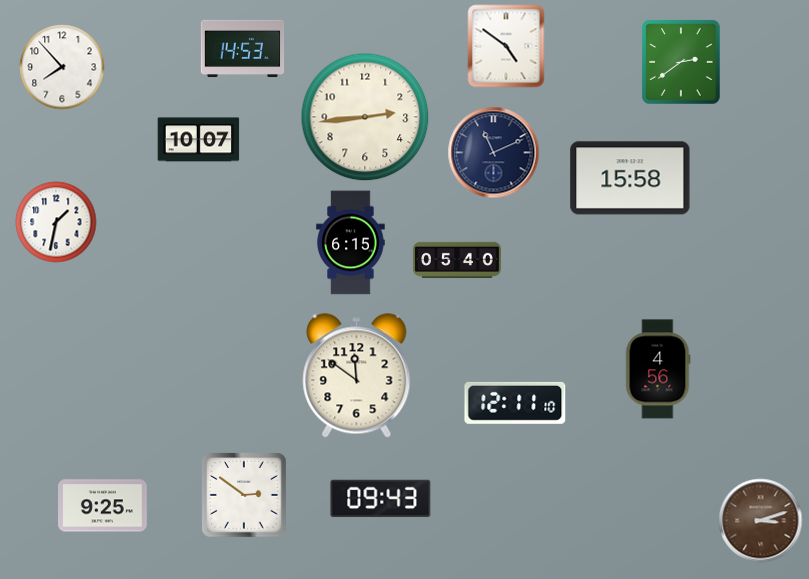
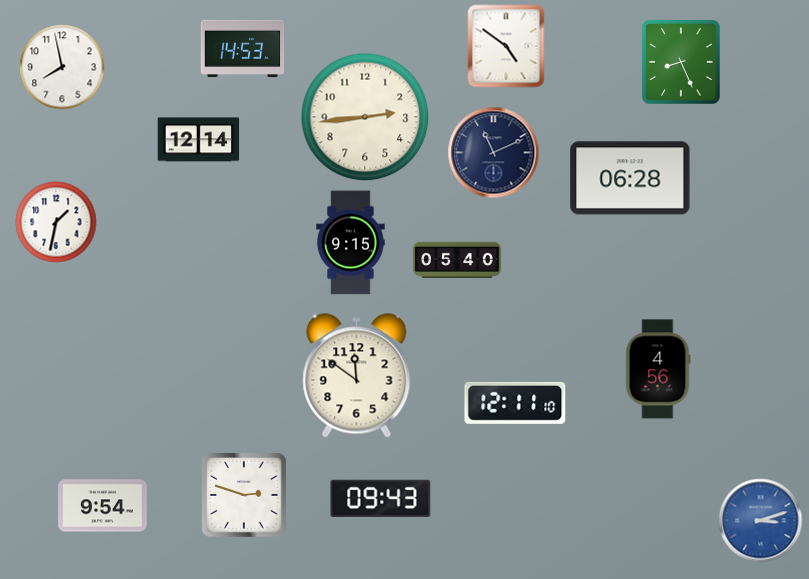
clock at (681, 62): 2:39 -> 8:26
clock at (62, 67): 7:53 -> 7:58
clock at (199, 140): 10:07 -> 12:14
clock at (630, 178): 15:58 -> 06:28
clock at (351, 243): 6:15 -> 9:15
clock at (244, 495): 2:51 -> 2:48
clock at (103, 506): 9:25 -> 9:54
clock at (761, 521) dial: brown -> blue
